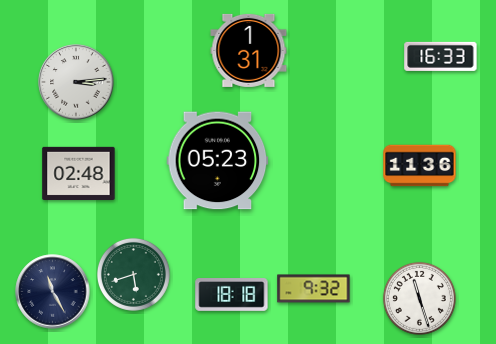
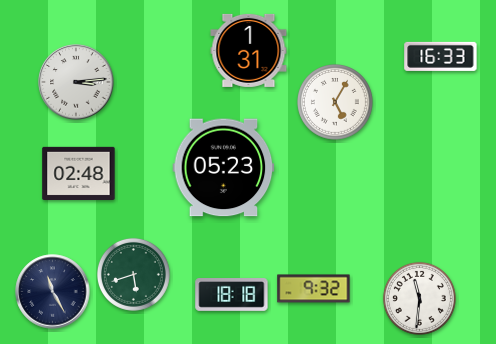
clock at (336, 103): none -> 5:05
clock at (218, 161) position: (218, 161) -> (224, 168)
clock at (420, 166): 11:36 -> none
clock at (419, 298): 11:27 -> 11:31
